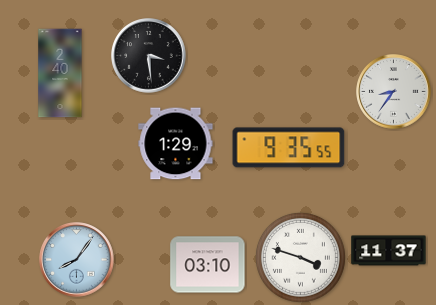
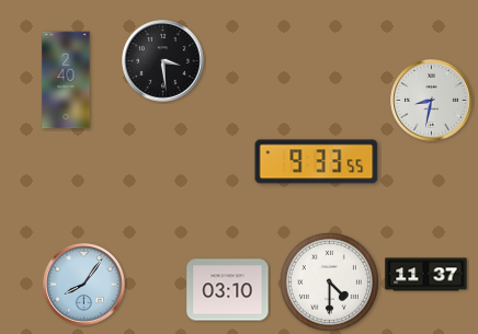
clock at (394, 92): 8:36 -> 8:32
clock at (176, 144): 1:29 -> none
clock at (289, 148): 9:35 -> 9:33
clock at (300, 257): 3:48 -> 4:30
